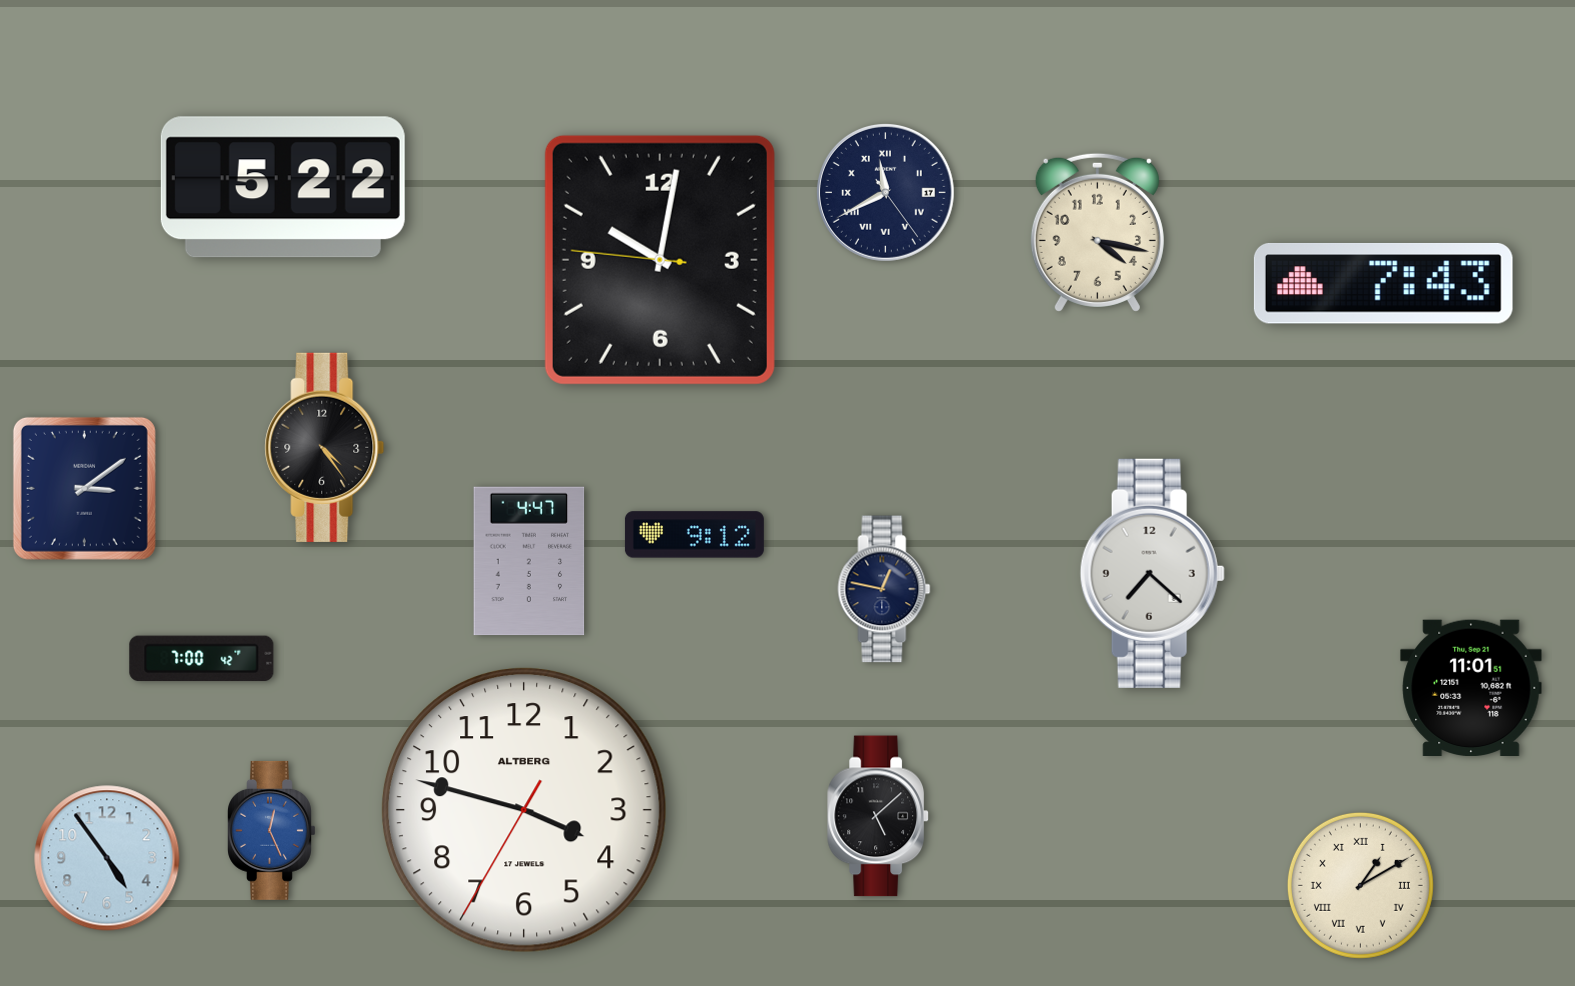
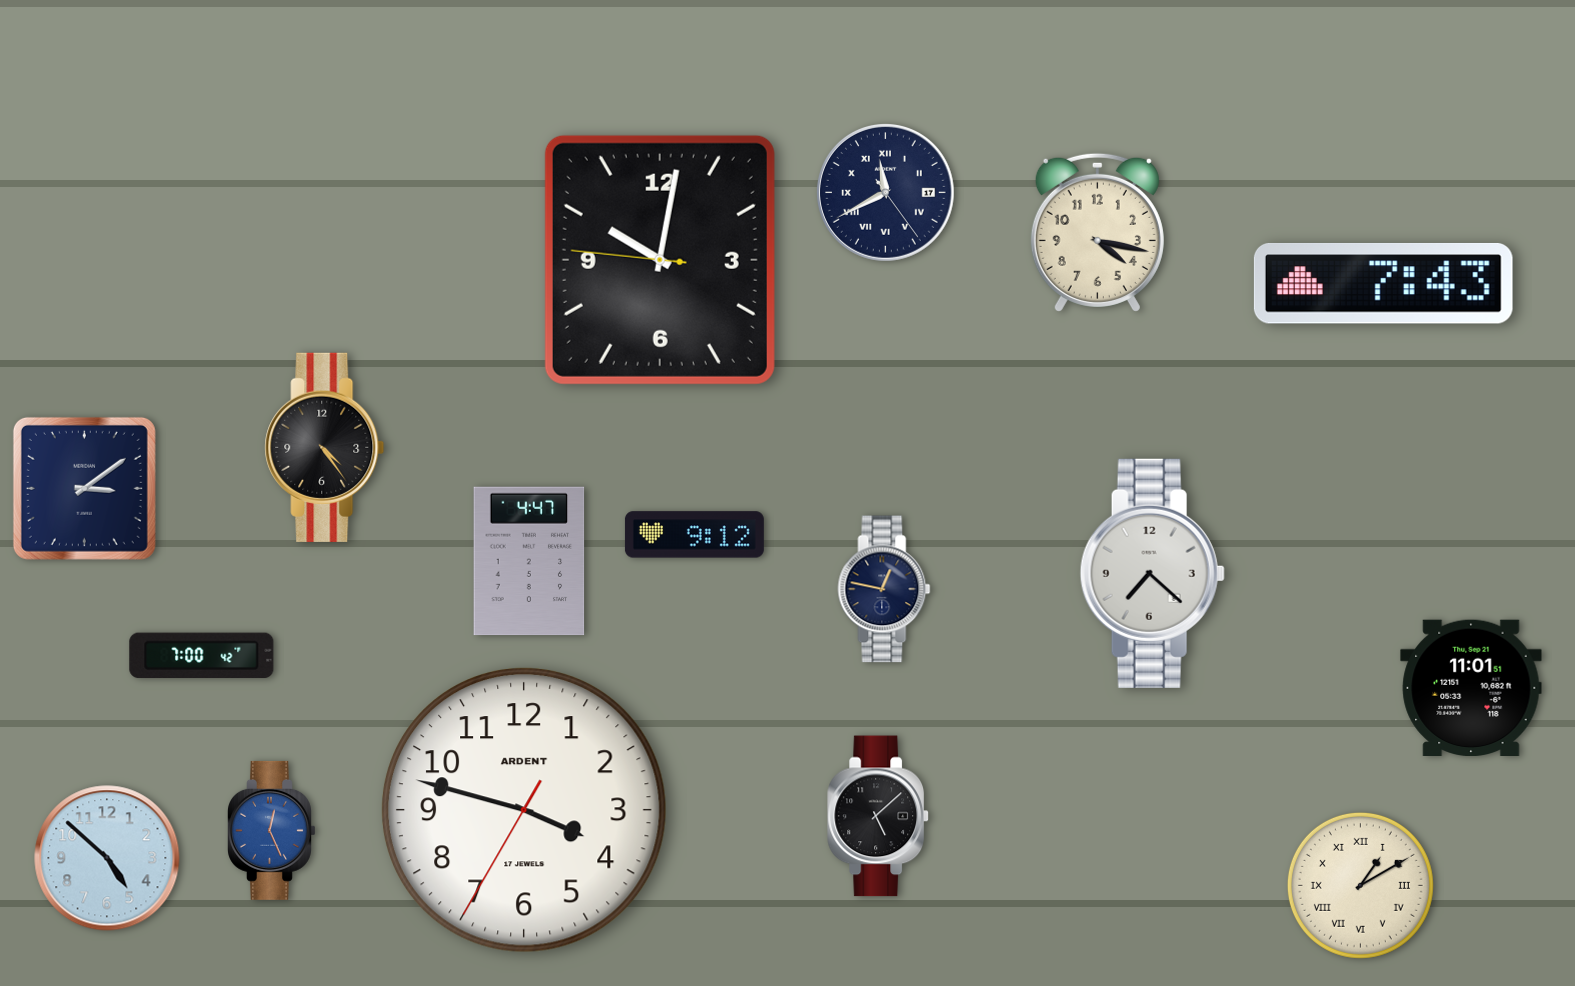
clock at (283, 187): 5:22 -> none
clock at (202, 659) position: (202, 659) -> (202, 656)
clock at (524, 810) brand: ALTBERG -> ARDENT
clock at (107, 858): 4:54 -> 4:52
